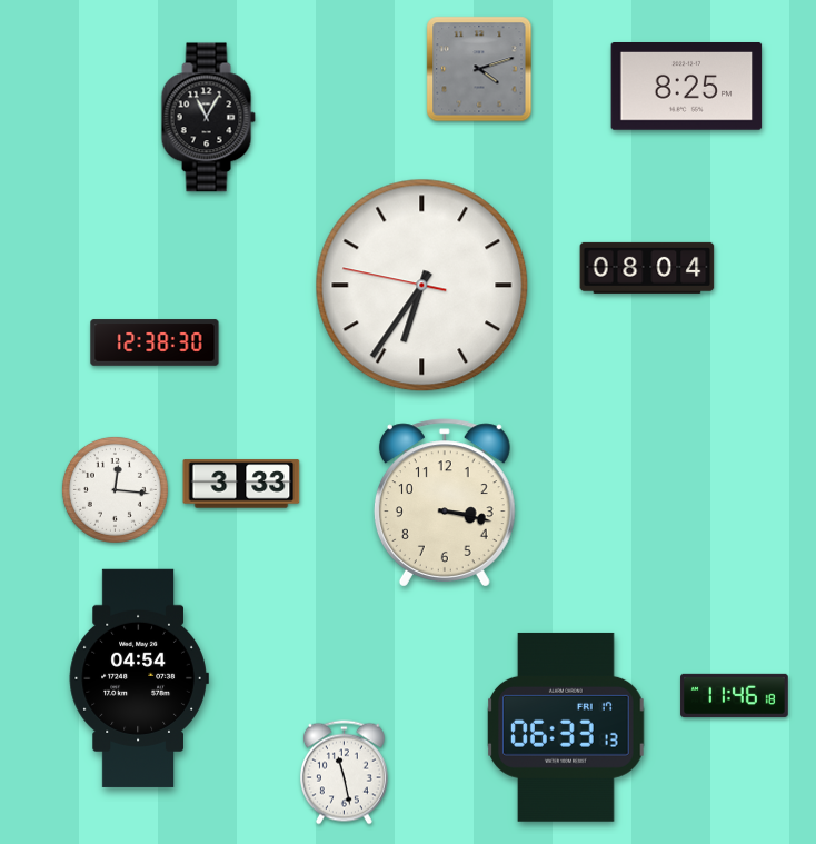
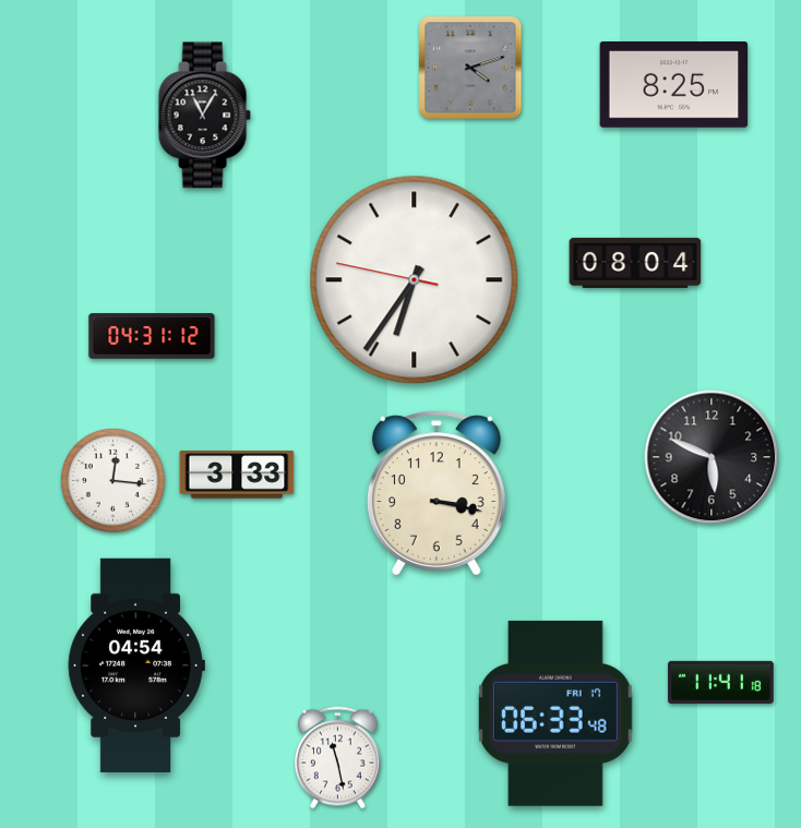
clock at (155, 342): 12:38 -> 04:31
clock at (712, 457): none -> 5:49
clock at (735, 695): 11:46 -> 11:41
clock at (567, 727): 06:33:13 -> 06:33:48
